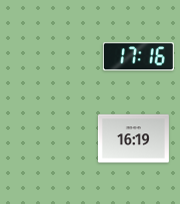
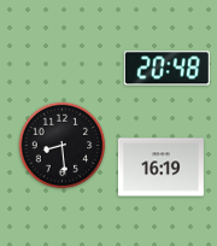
clock at (138, 57): 17:16 -> 20:48
clock at (63, 146): none -> 8:29
